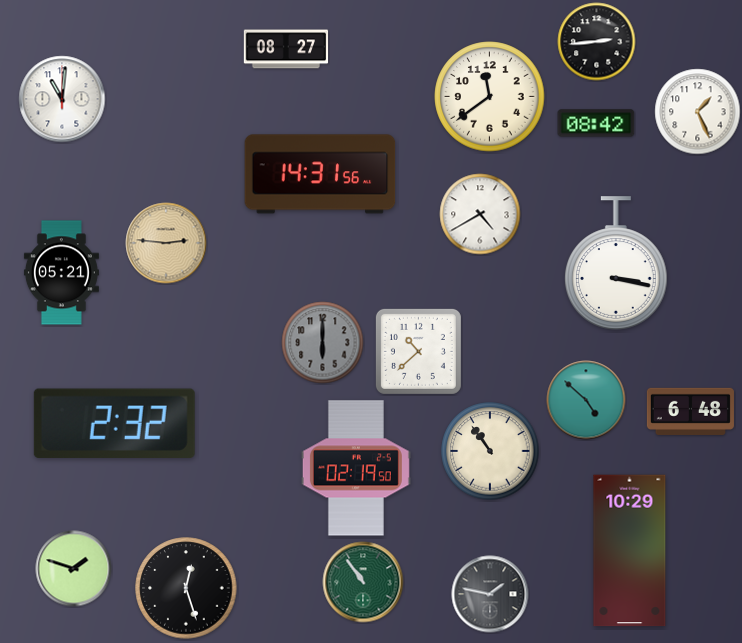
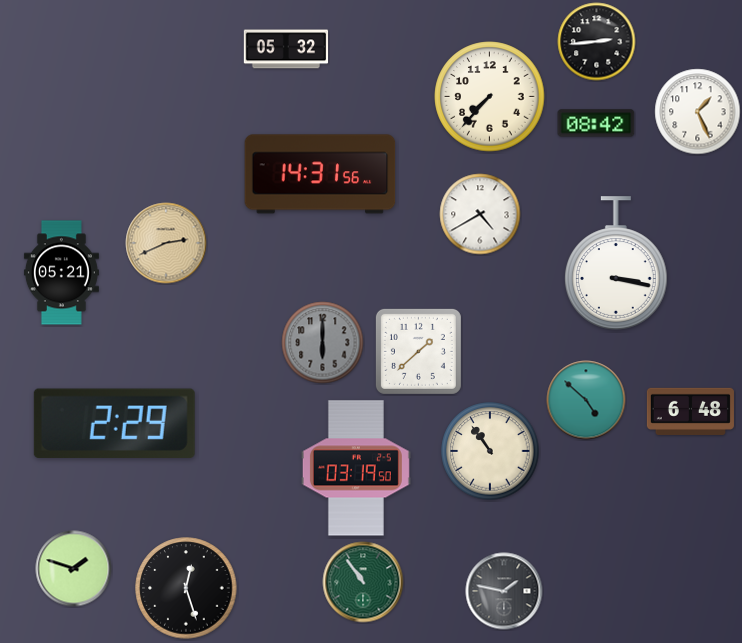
clock at (286, 49): 08:27 -> 05:32
clock at (490, 97): 11:39 -> 7:37
clock at (62, 99): 11:01 -> none
clock at (166, 243): 2:46 -> 2:41
clock at (418, 351): 10:38 -> 1:38
clock at (114, 423): 2:32 -> 2:29
clock at (356, 468): 02:19 -> 03:19
clock at (630, 551): 10:29 -> none
clock at (490, 594) position: (490, 594) -> (504, 591)
